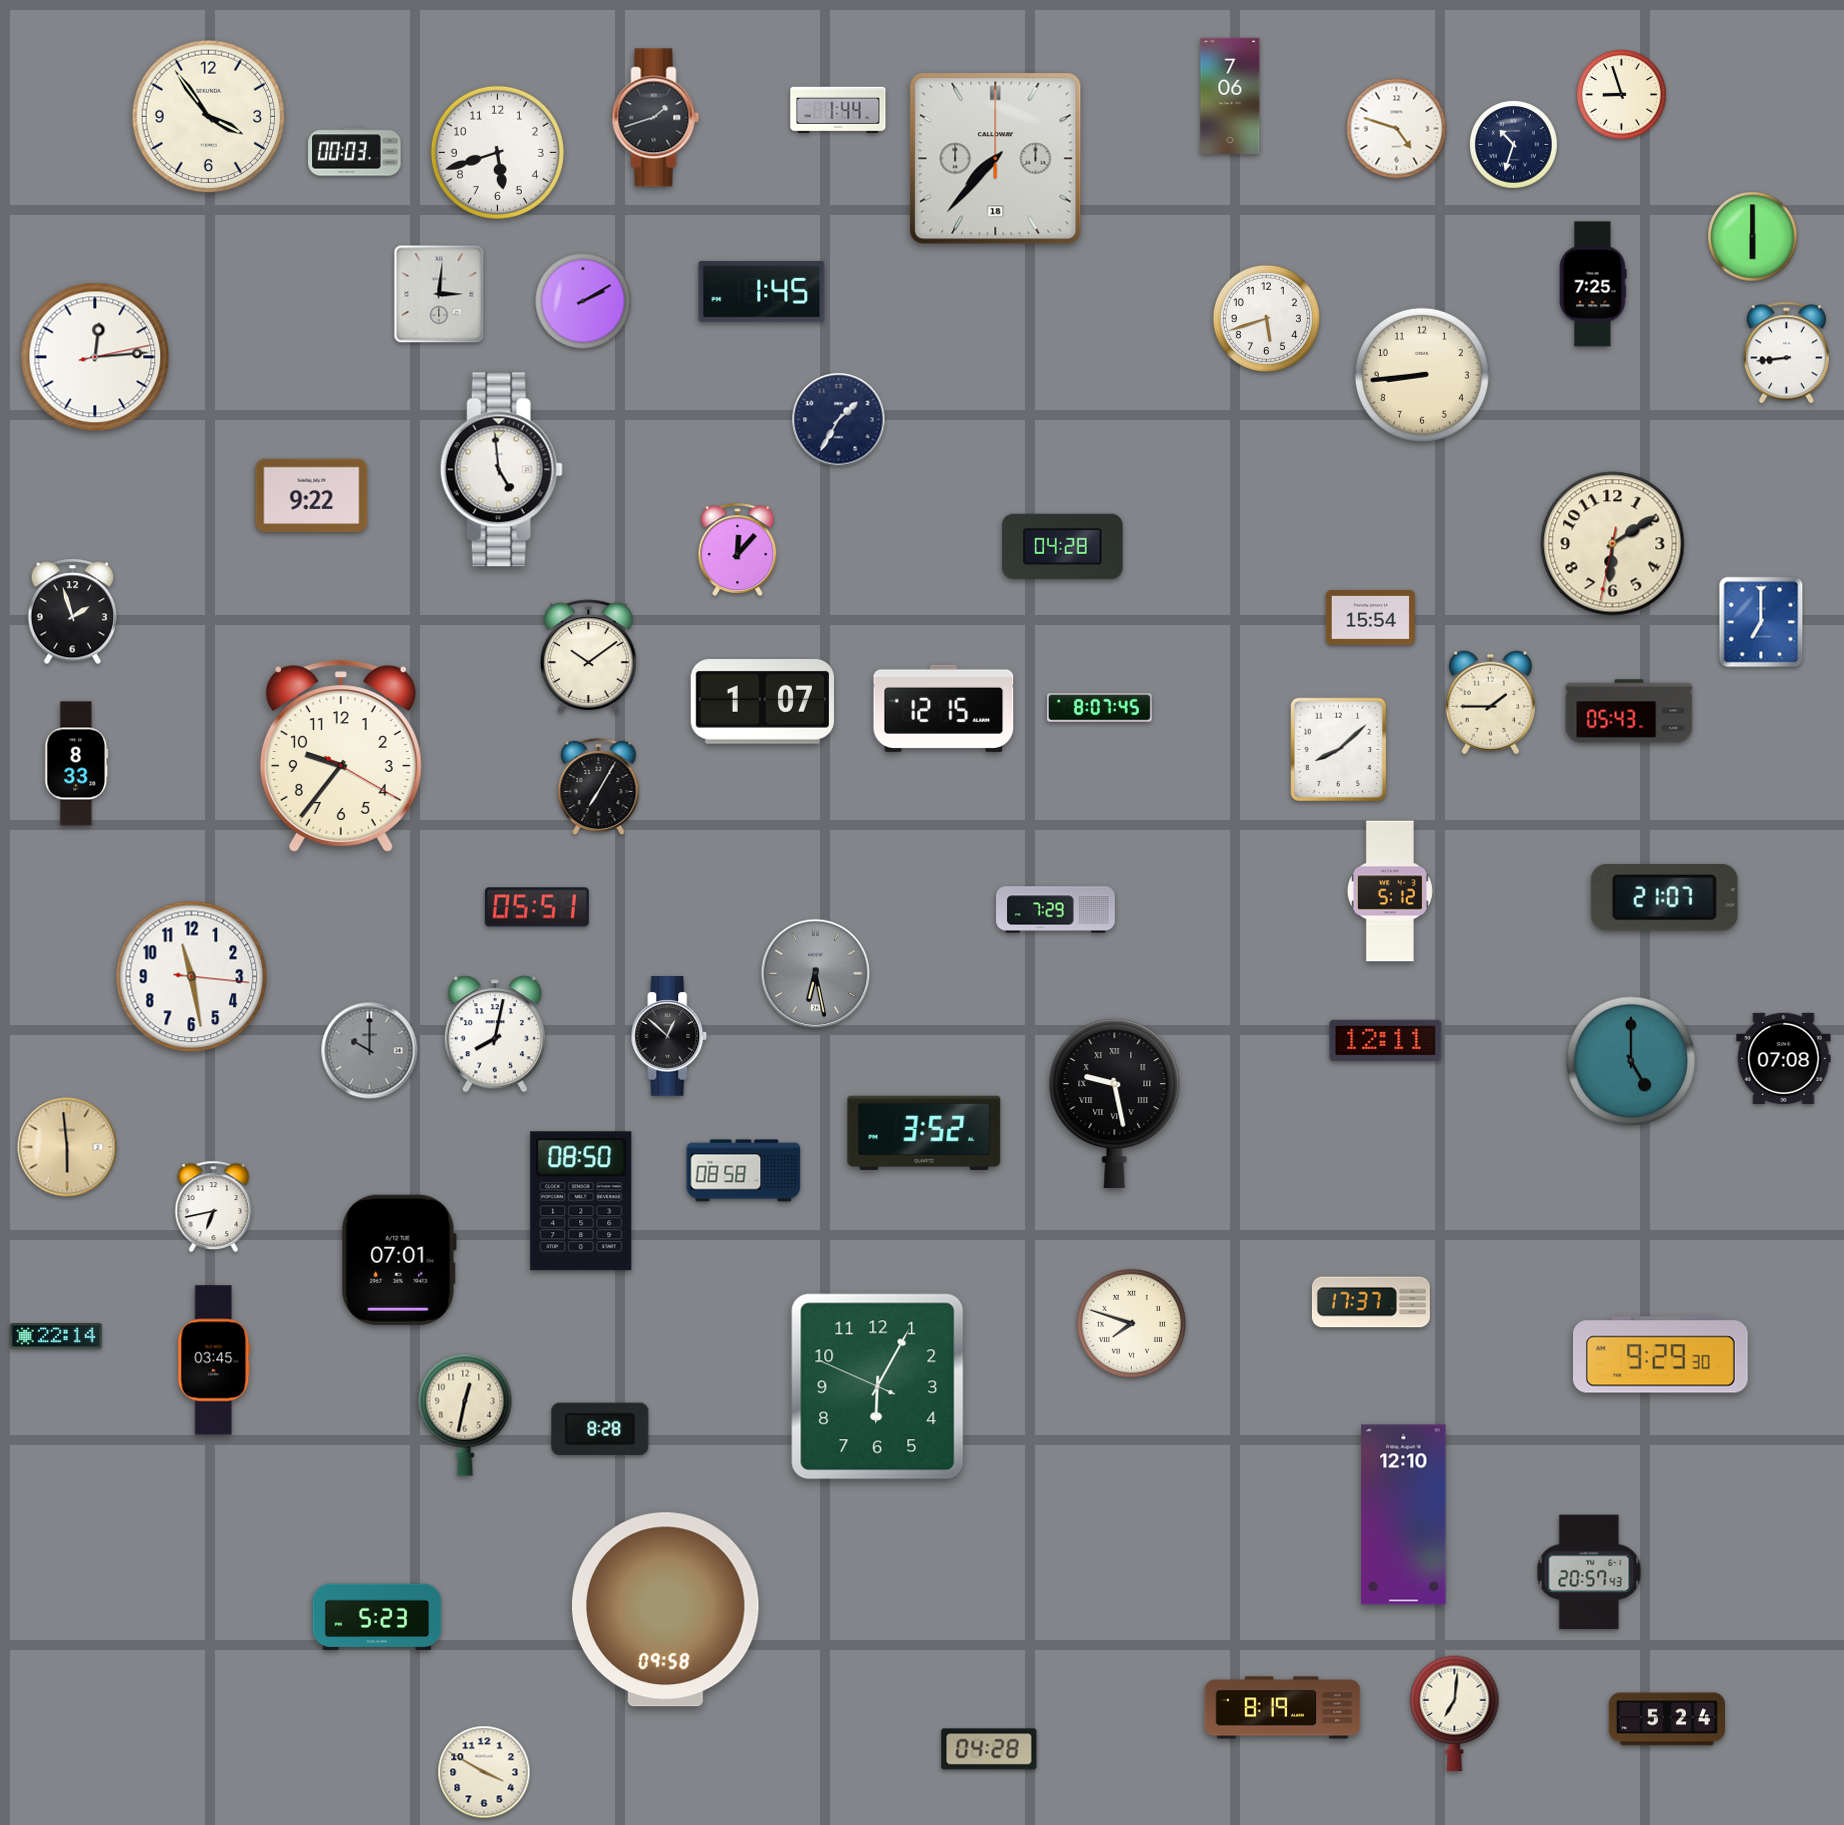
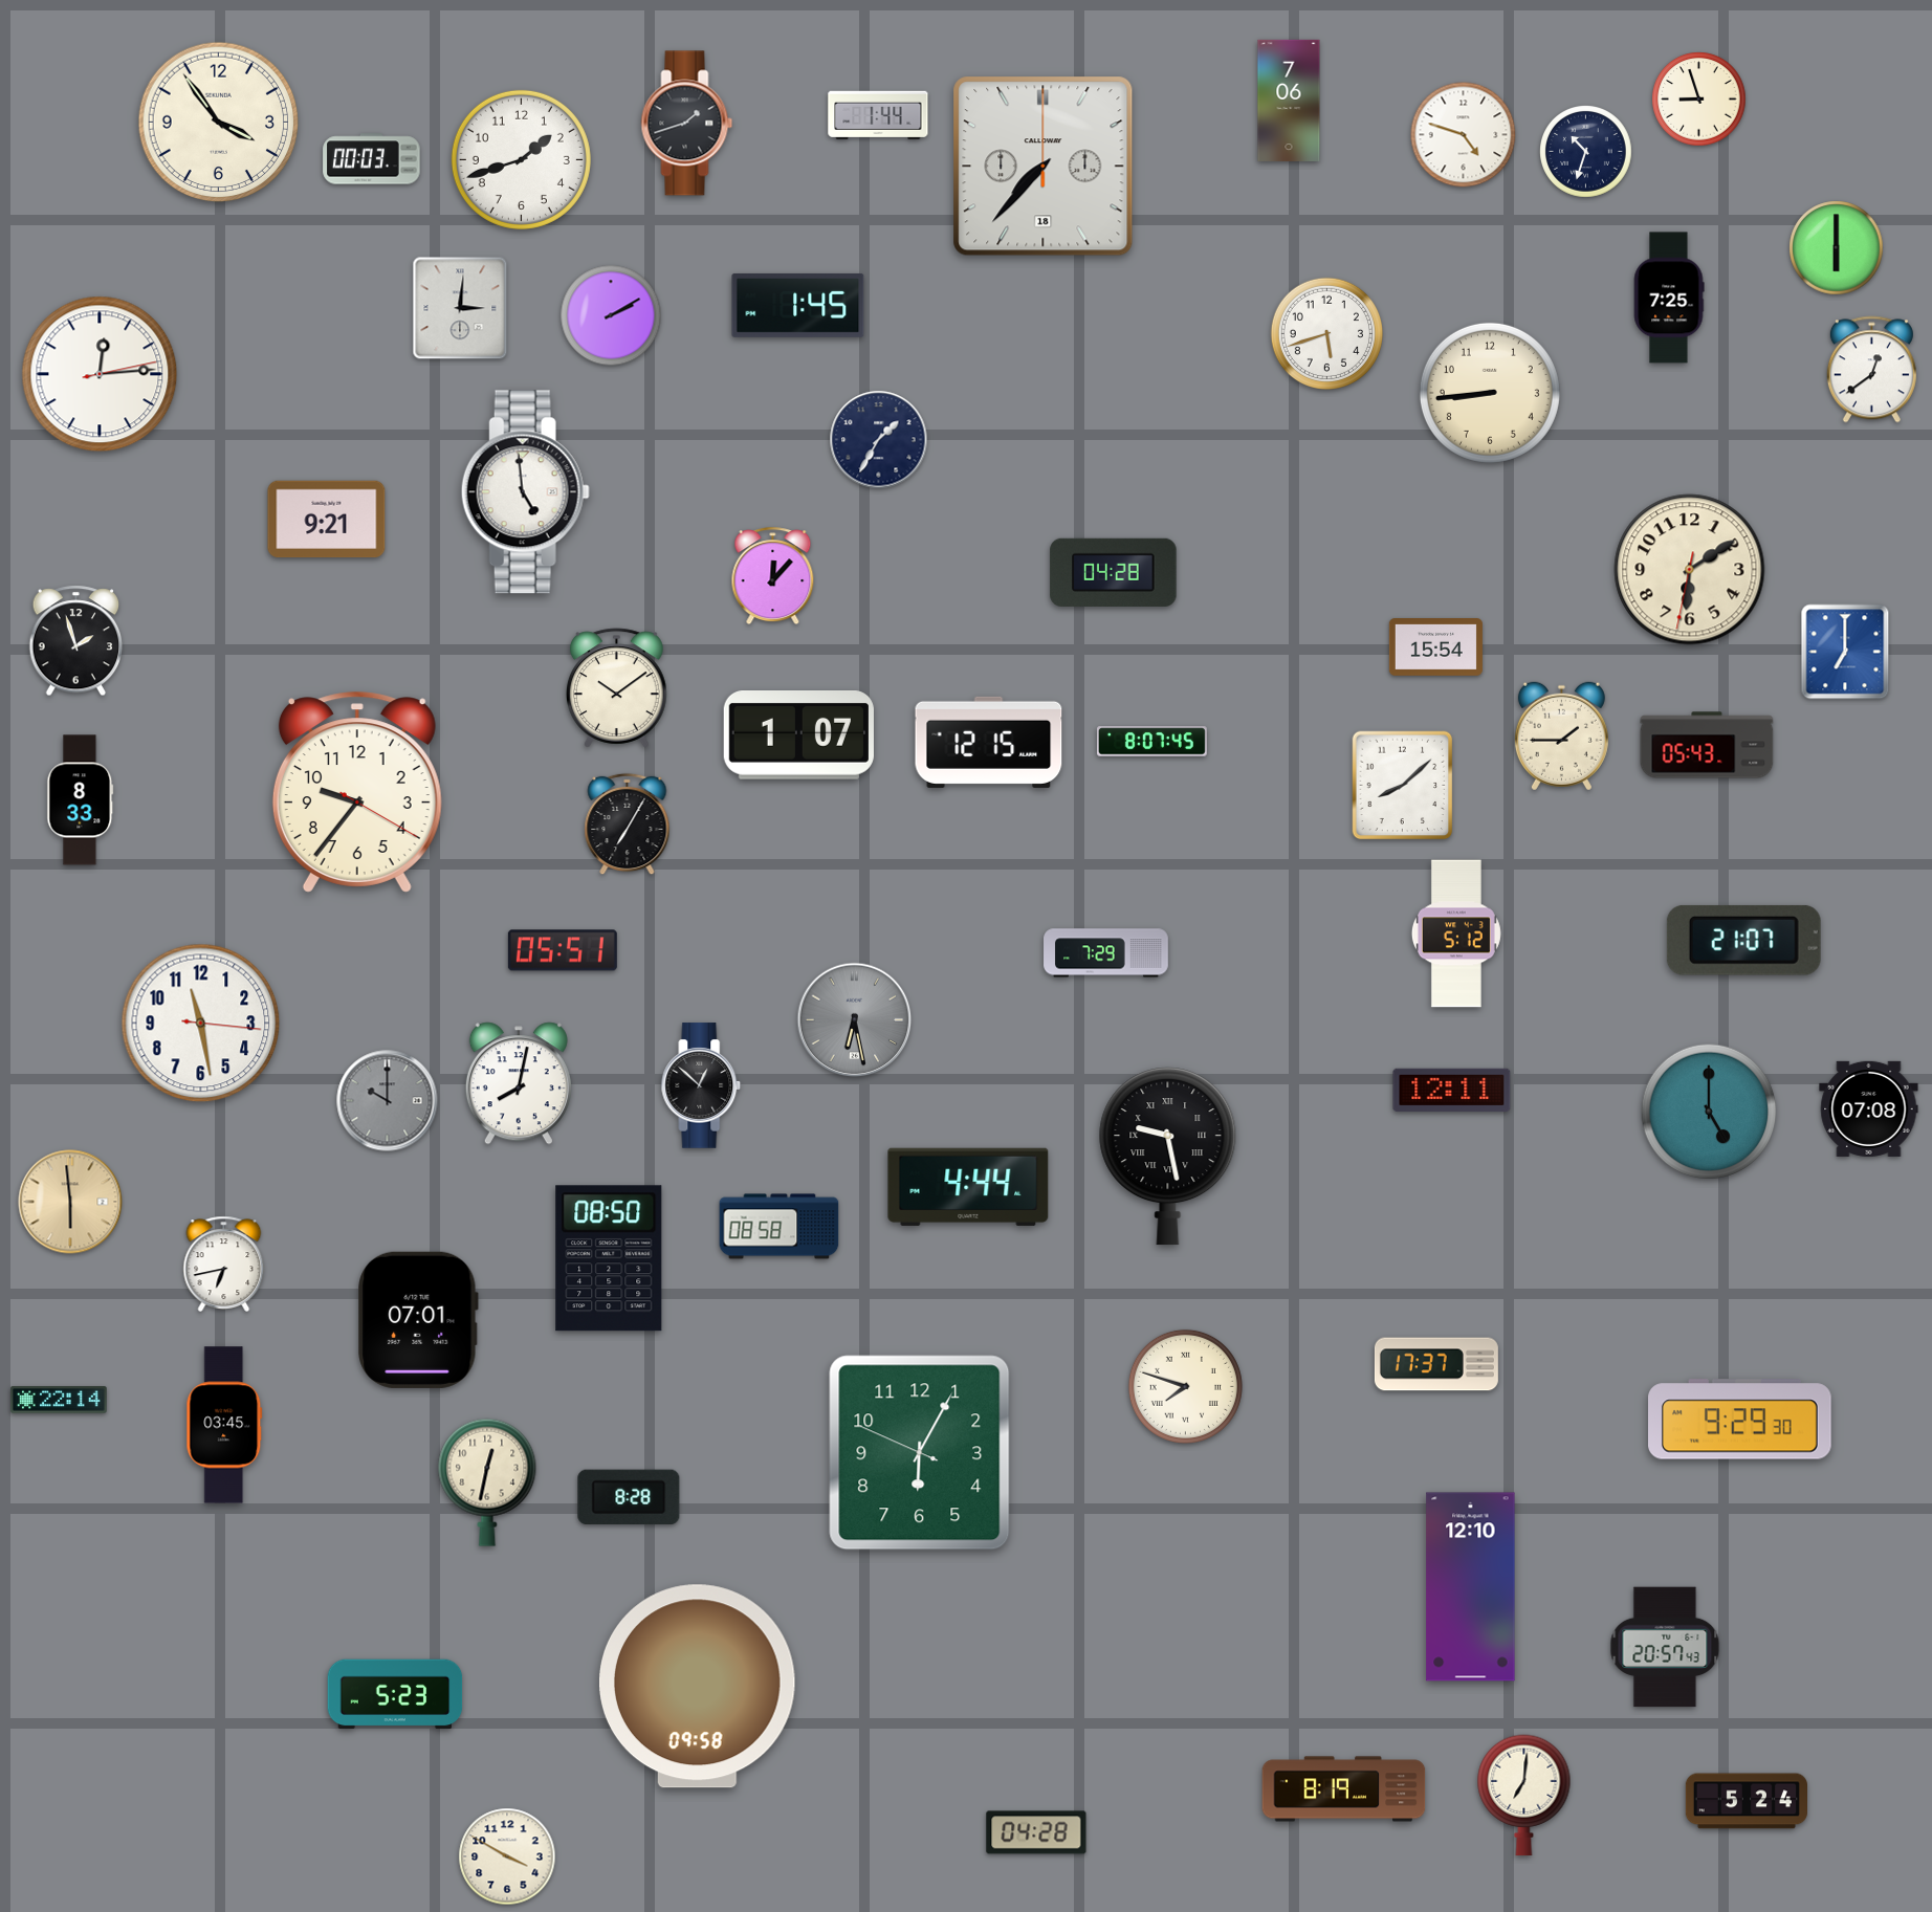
clock at (497, 152): 5:42 -> 1:42
clock at (1786, 353): 8:44 -> 12:39
clock at (312, 496): 9:22 -> 9:21
clock at (924, 1133): 3:52 -> 4:44
